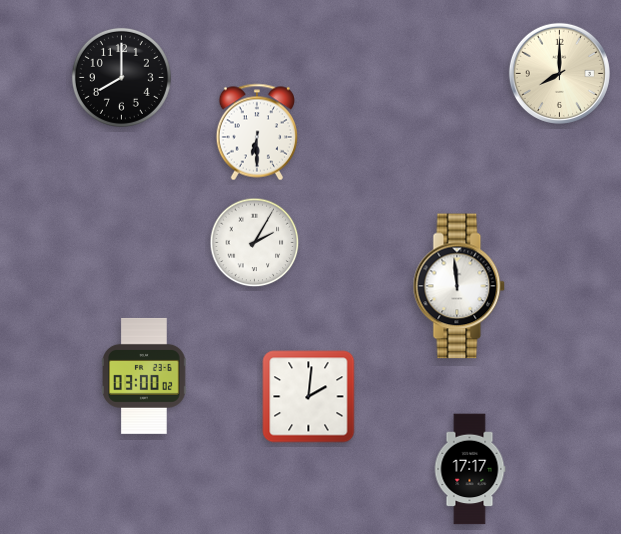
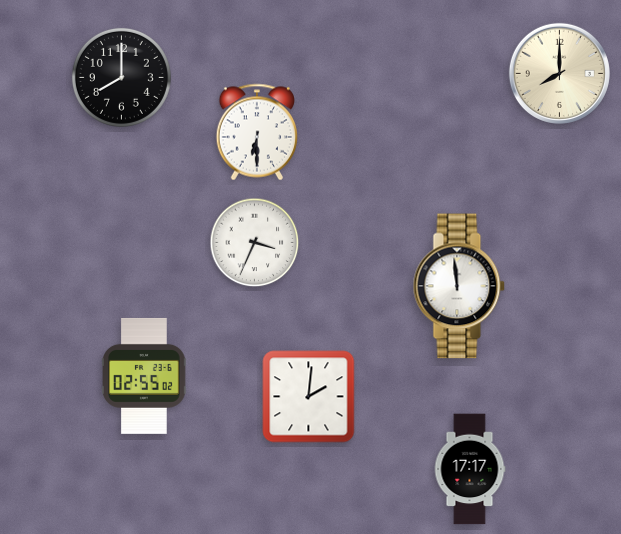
clock at (255, 243): 2:05 -> 3:34
clock at (145, 376): 03:00 -> 02:55
